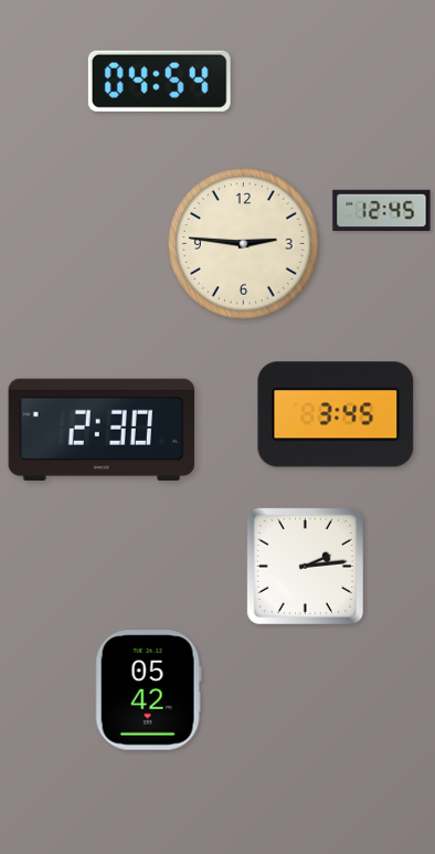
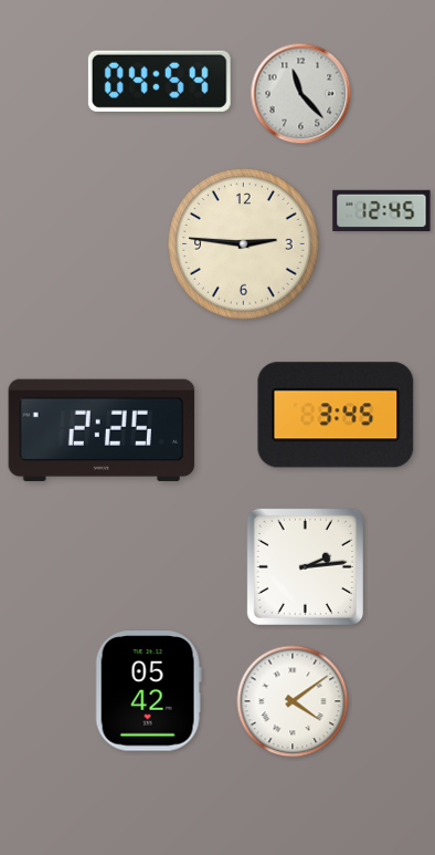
clock at (301, 94): none -> 11:23
clock at (102, 430): 2:30 -> 2:25
clock at (293, 701): none -> 4:09
